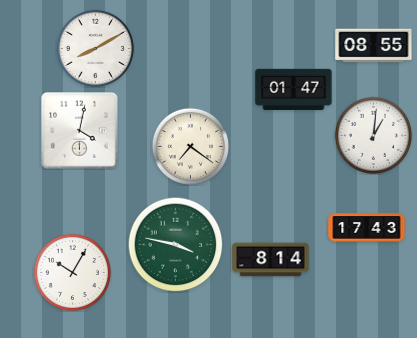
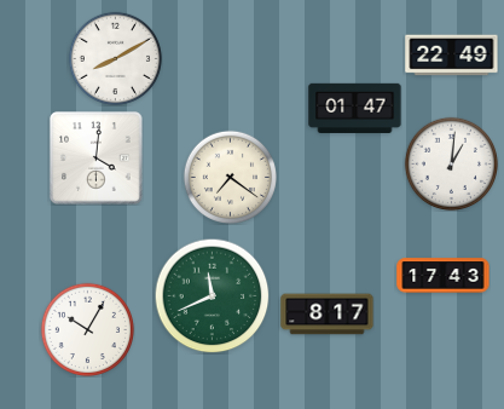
clock at (374, 46): 08:55 -> 22:49
clock at (80, 131): 4:02 -> 4:01
clock at (175, 244): 3:47 -> 11:41
clock at (271, 260): 8:14 -> 8:17
